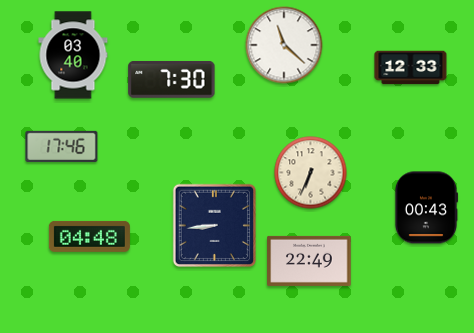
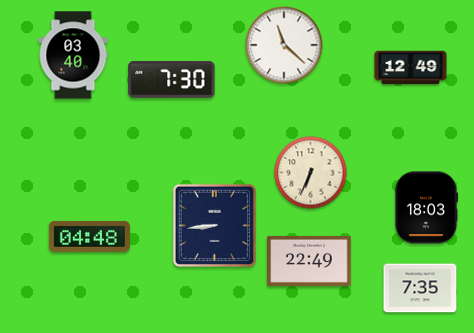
clock at (411, 68): 12:33 -> 12:49
clock at (62, 146): 17:46 -> none
clock at (426, 208): 00:43 -> 18:03
clock at (420, 288): none -> 7:35
